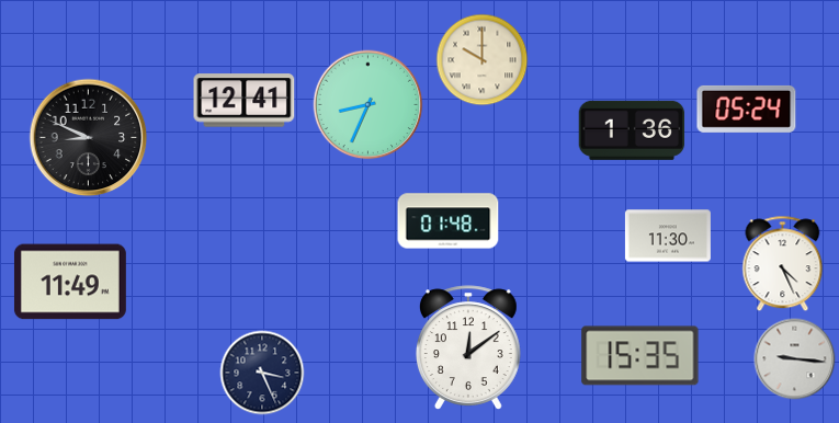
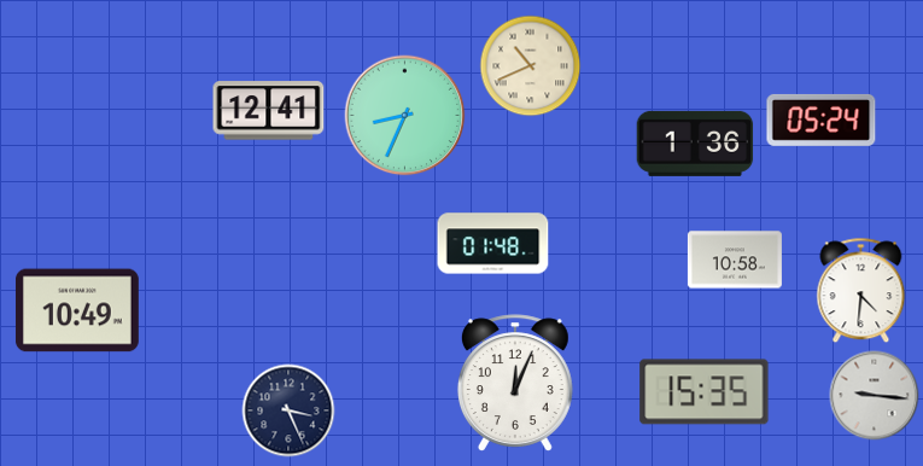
clock at (483, 60): 10:00 -> 10:41
clock at (89, 138): 8:49 -> none
clock at (668, 236): 11:30 -> 10:58
clock at (783, 264): 4:26 -> 4:31
clock at (70, 282): 11:49 -> 10:49
clock at (468, 347): 12:09 -> 12:04
